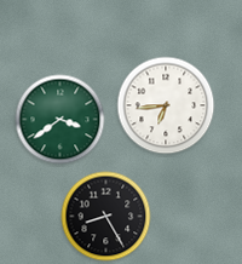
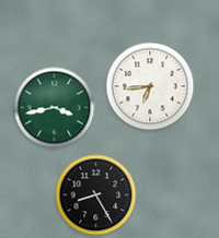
clock at (166, 105) position: (166, 105) -> (150, 86)
clock at (60, 120): 3:39 -> 3:43
